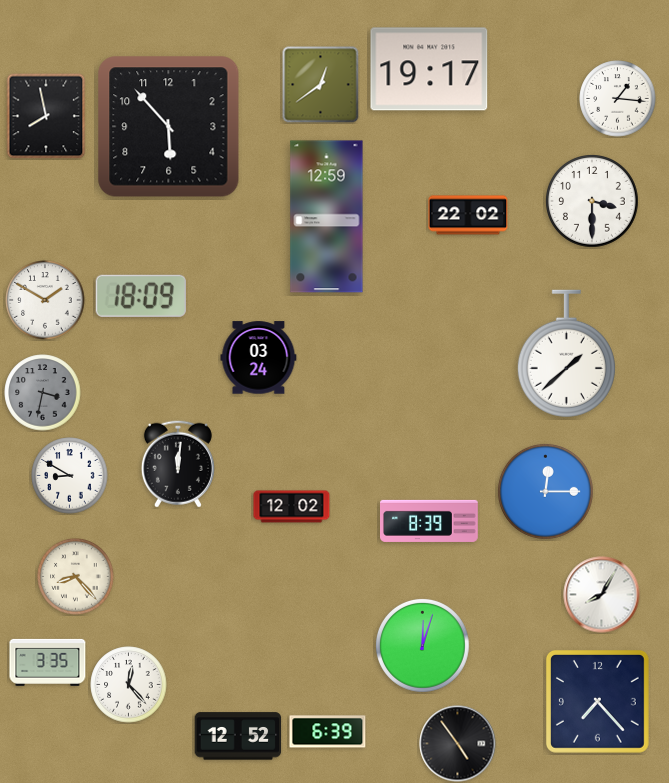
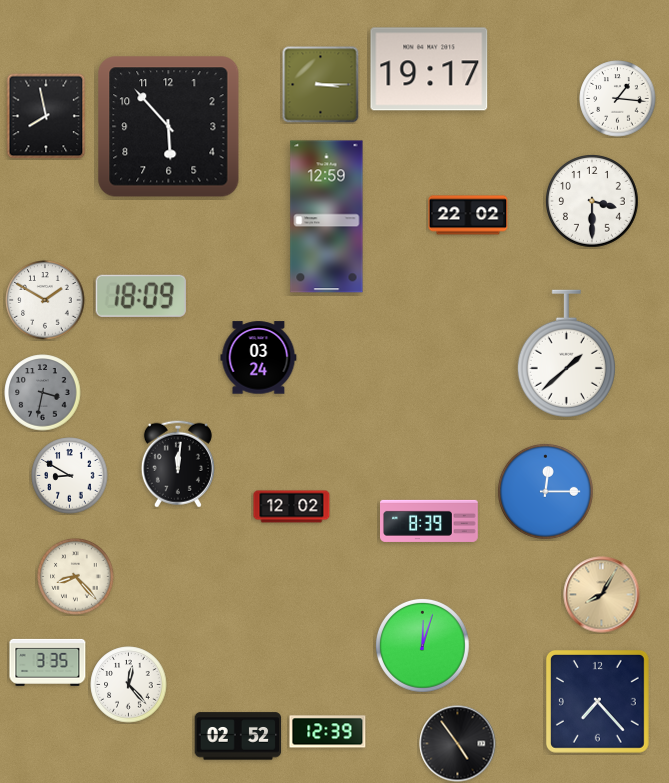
clock at (321, 85): 12:39 -> 3:15
clock at (602, 595) dial: white -> champagne
clock at (328, 732): 6:39 -> 12:39
clock at (238, 736): 12:52 -> 02:52
